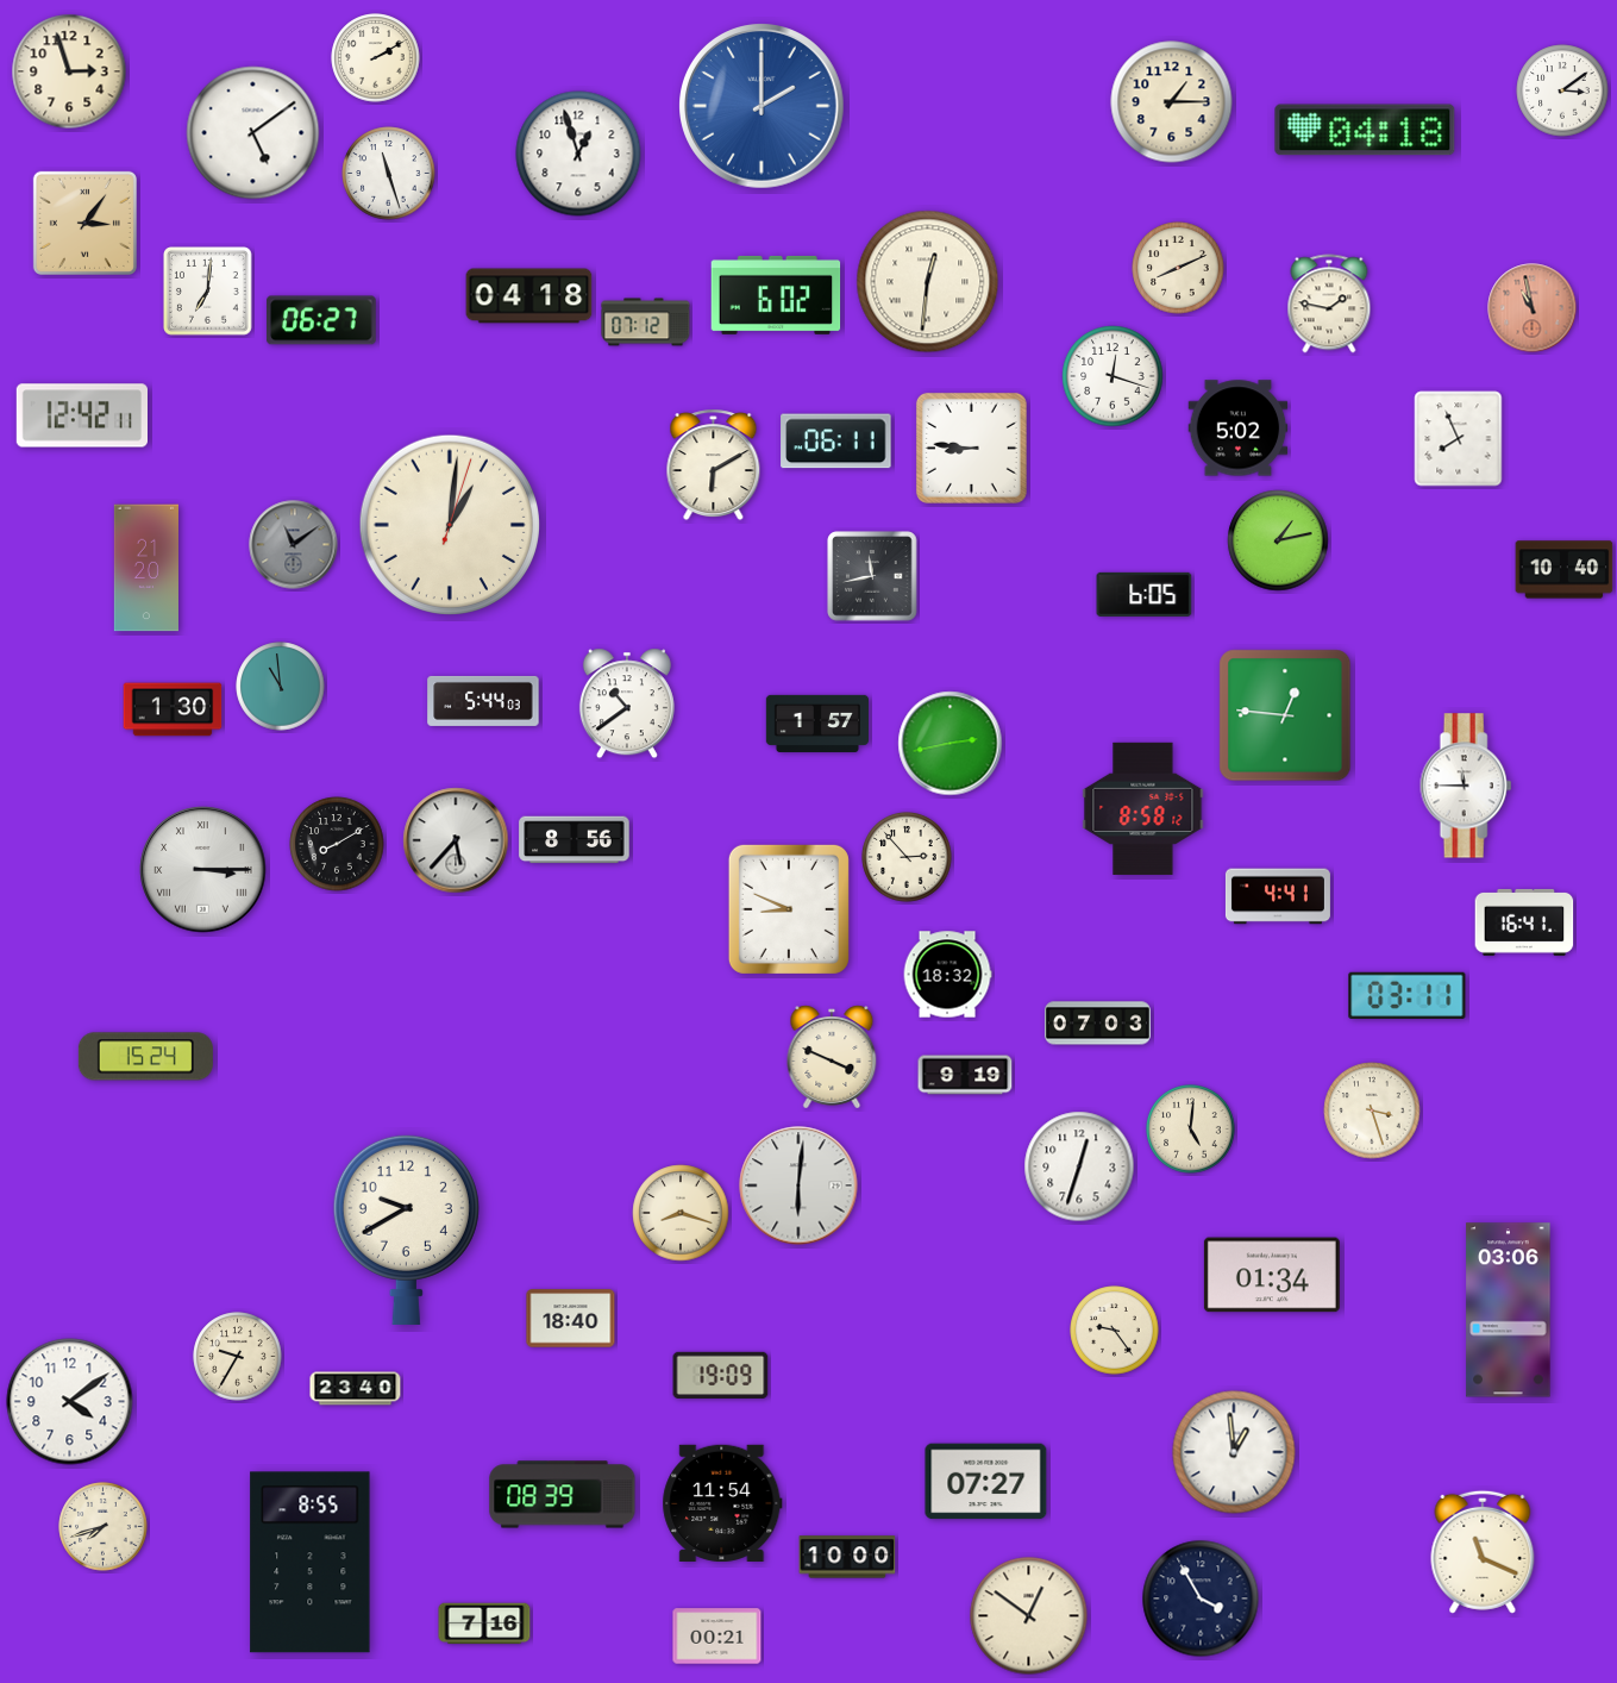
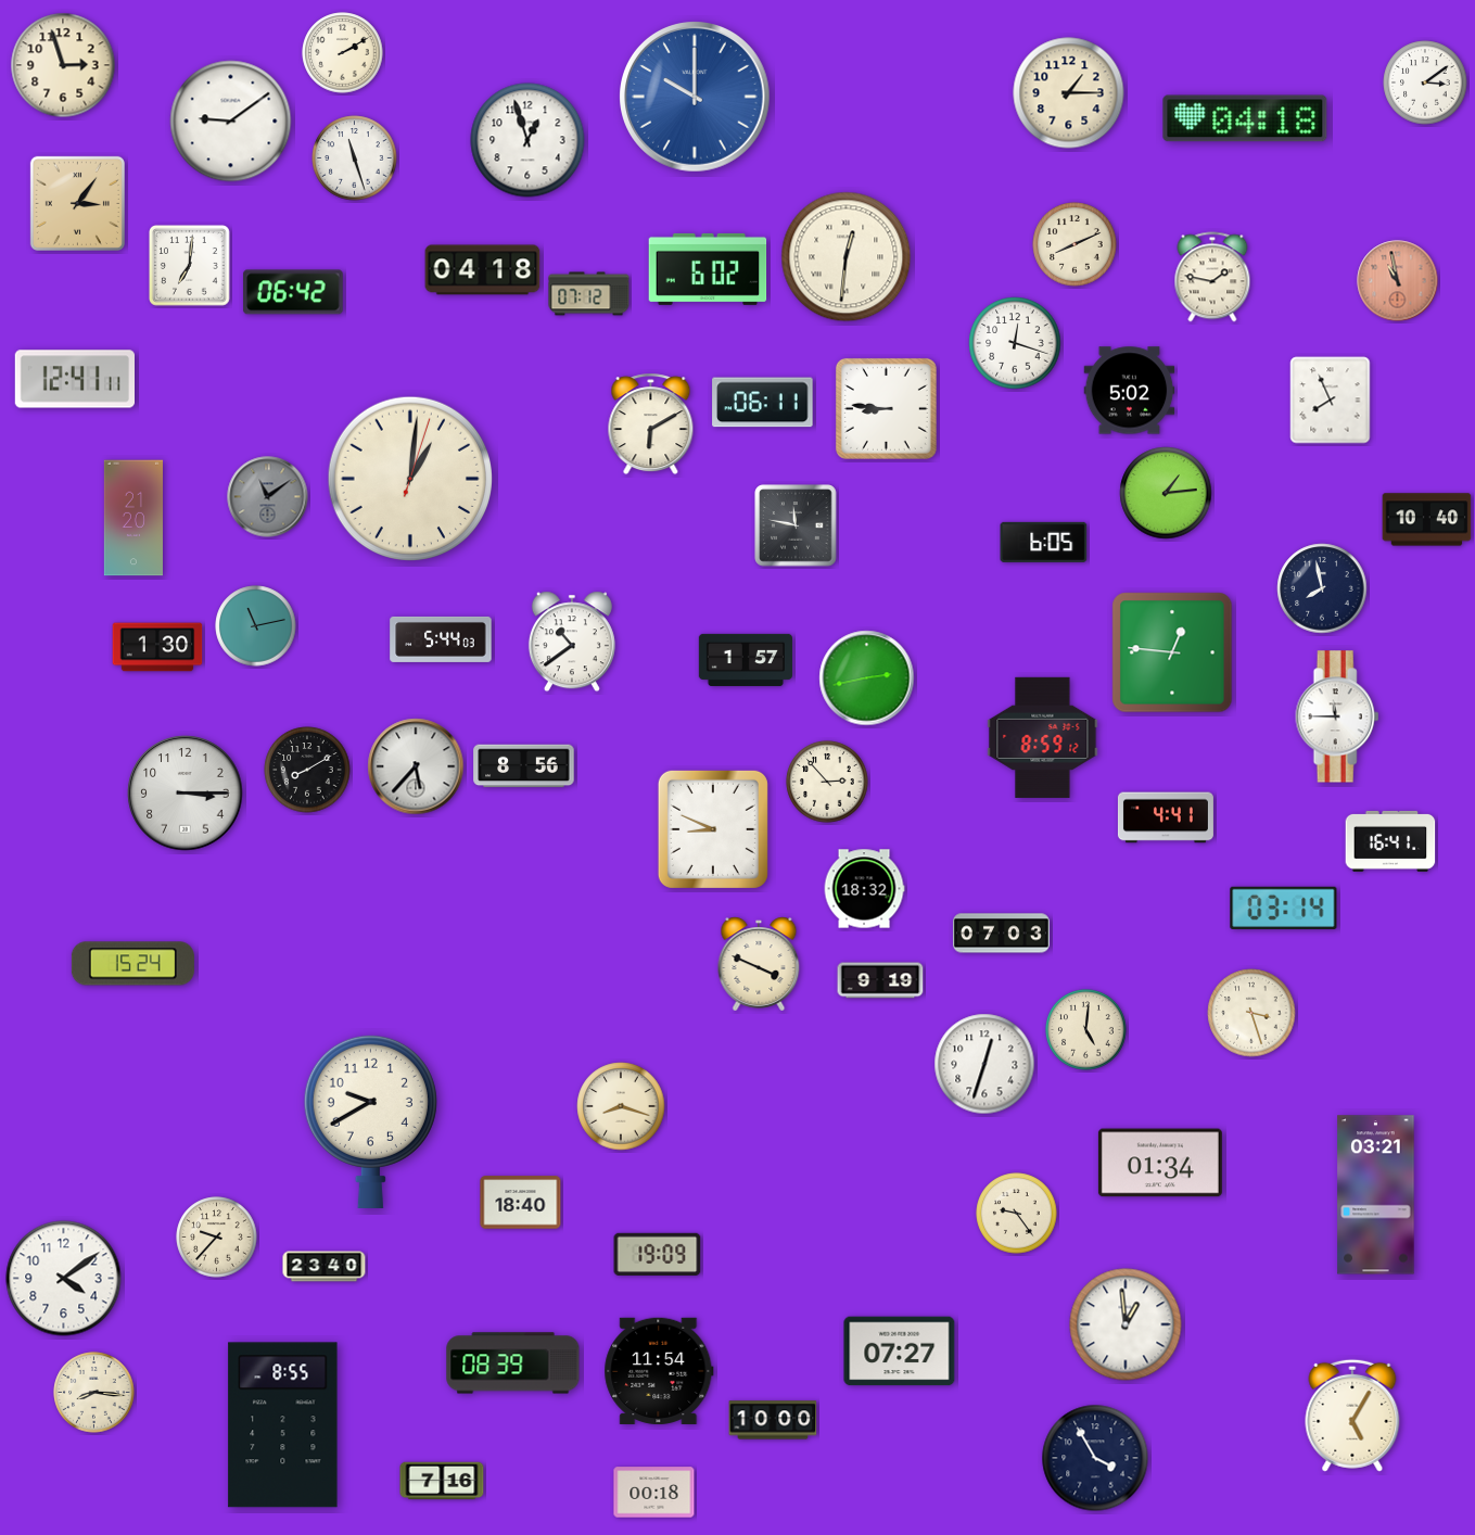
clock at (763, 107): 2:00 -> 10:00
clock at (253, 133): 5:09 -> 9:09
clock at (321, 320): 06:27 -> 06:42
clock at (81, 415): 12:42 -> 12:41
clock at (1278, 540): 1:13 -> 1:14
clock at (872, 576): 11:43 -> 11:47
clock at (1322, 588): none -> 7:58
clock at (281, 687): 10:59 -> 11:13
clock at (1143, 808): 8:58 -> 8:59
clock at (203, 870) numerals: Roman -> Arabic
clock at (789, 909) position: (789, 909) -> (713, 829)
clock at (1408, 995): 03:11 -> 03:14
clock at (798, 1185): 6:01 -> none
clock at (1509, 1310): 03:06 -> 03:21
clock at (238, 1357): 9:35 -> 9:37
clock at (104, 1527): 7:42 -> 8:16
clock at (1483, 1552): 11:19 -> 5:05
clock at (1029, 1616): 12:51 -> none
clock at (717, 1637): 00:21 -> 00:18
